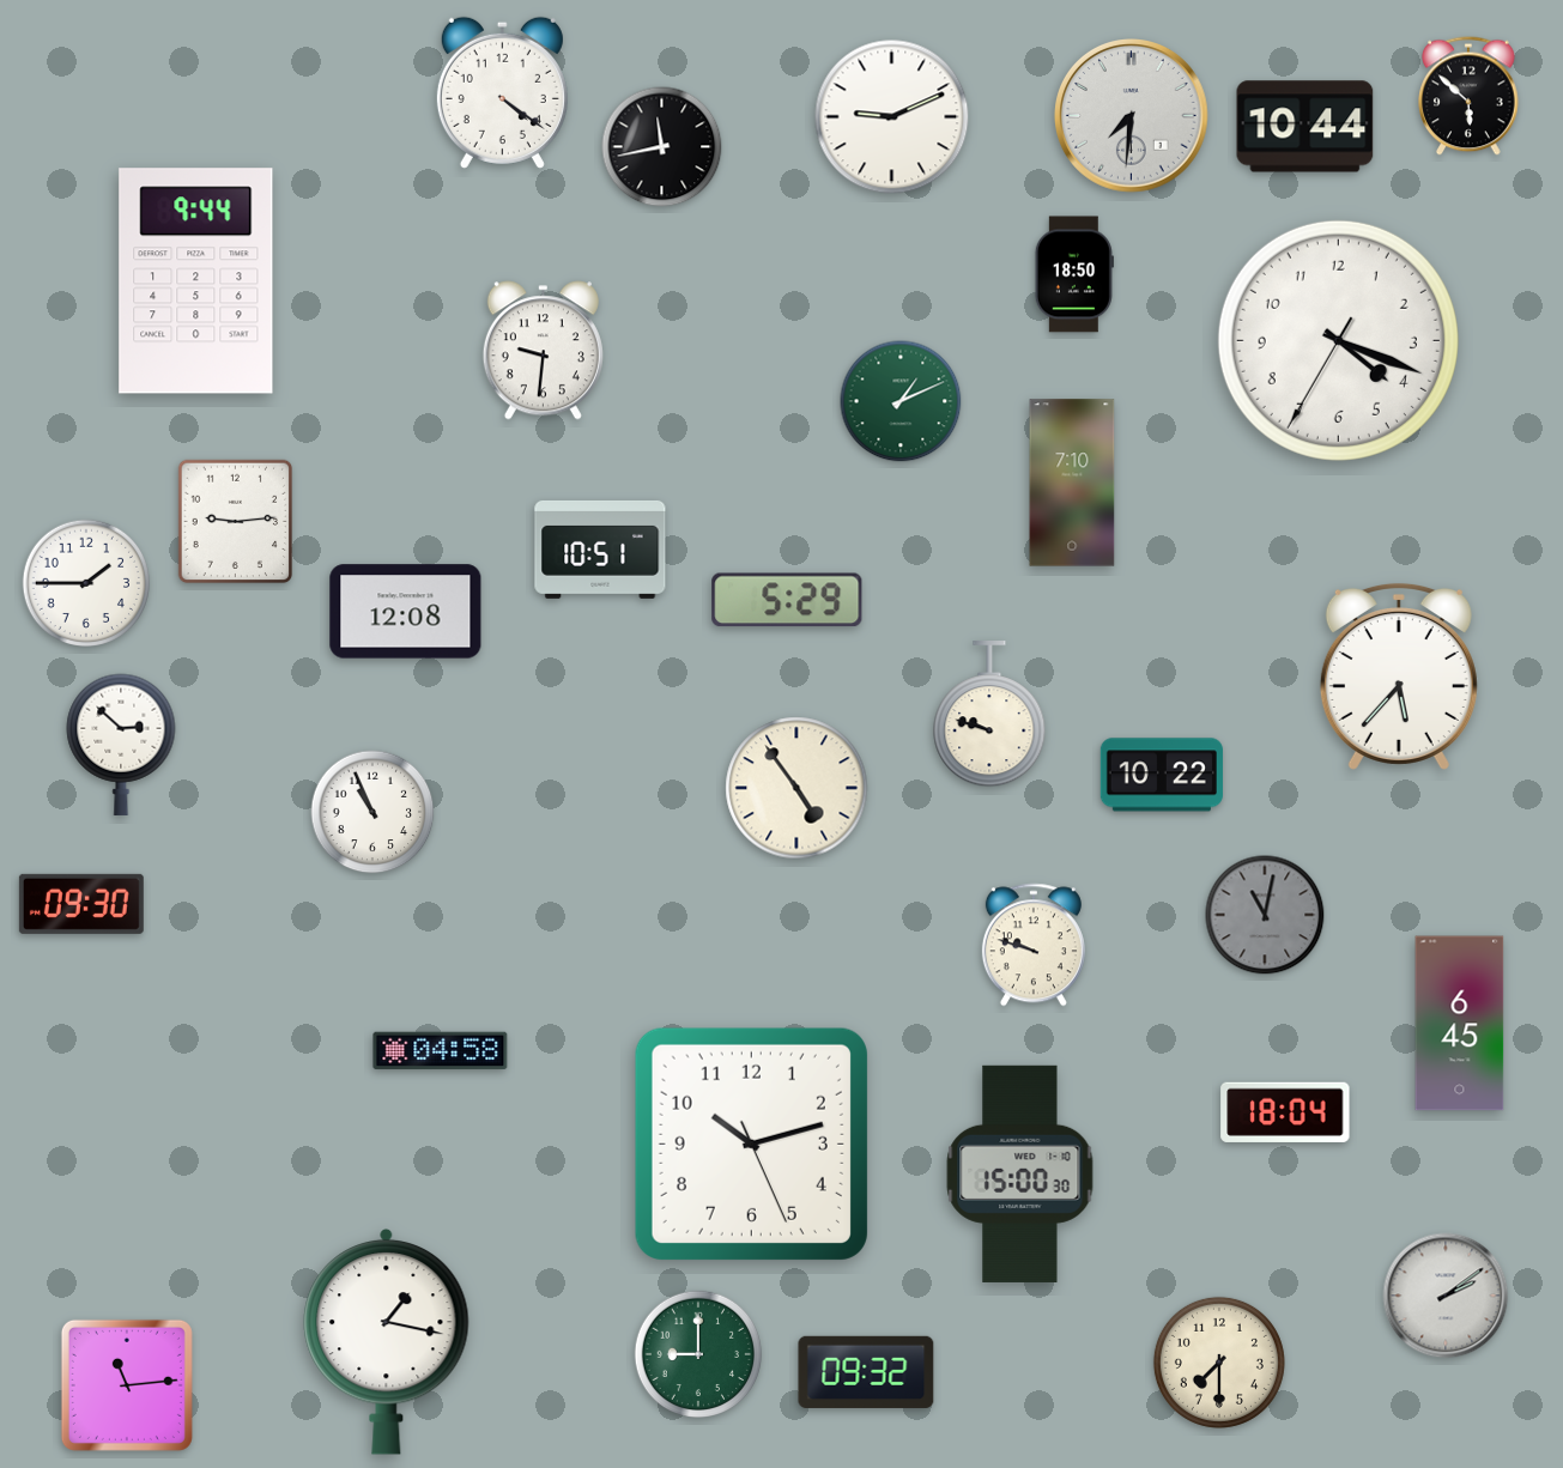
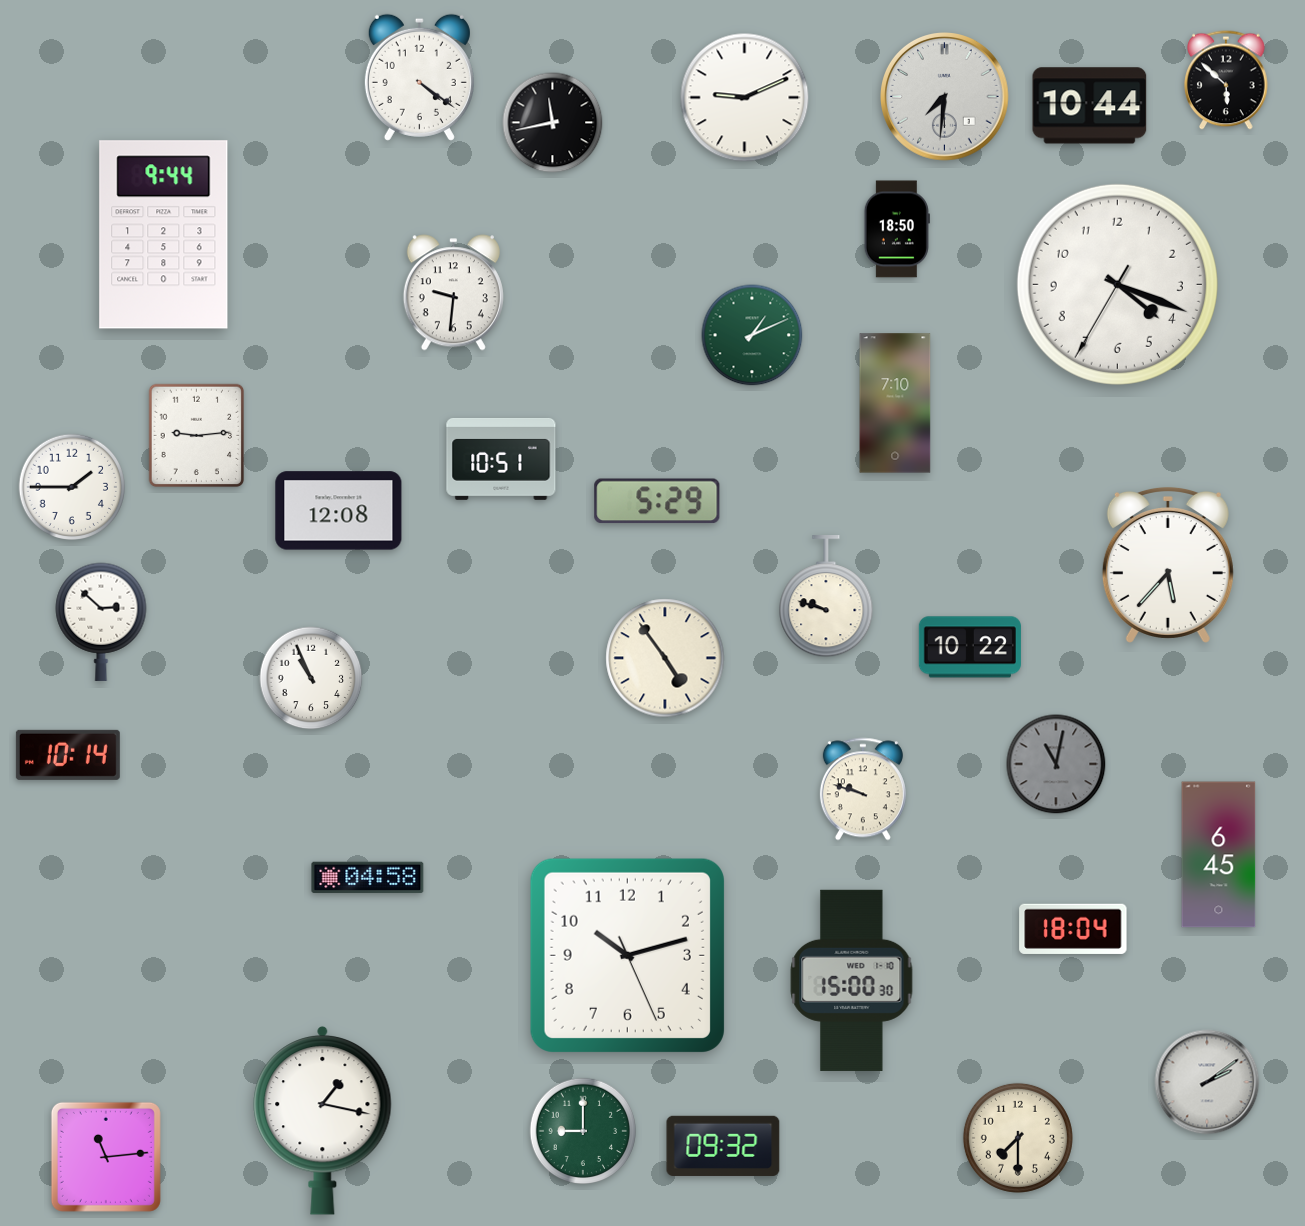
clock at (81, 904): 09:30 -> 10:14
